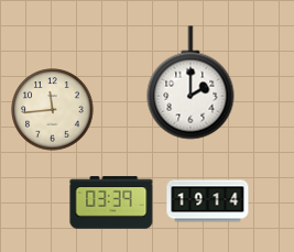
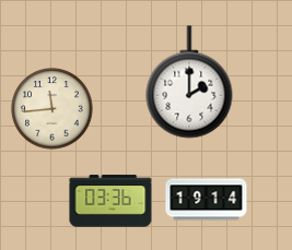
clock at (111, 202): 03:39 -> 03:36
